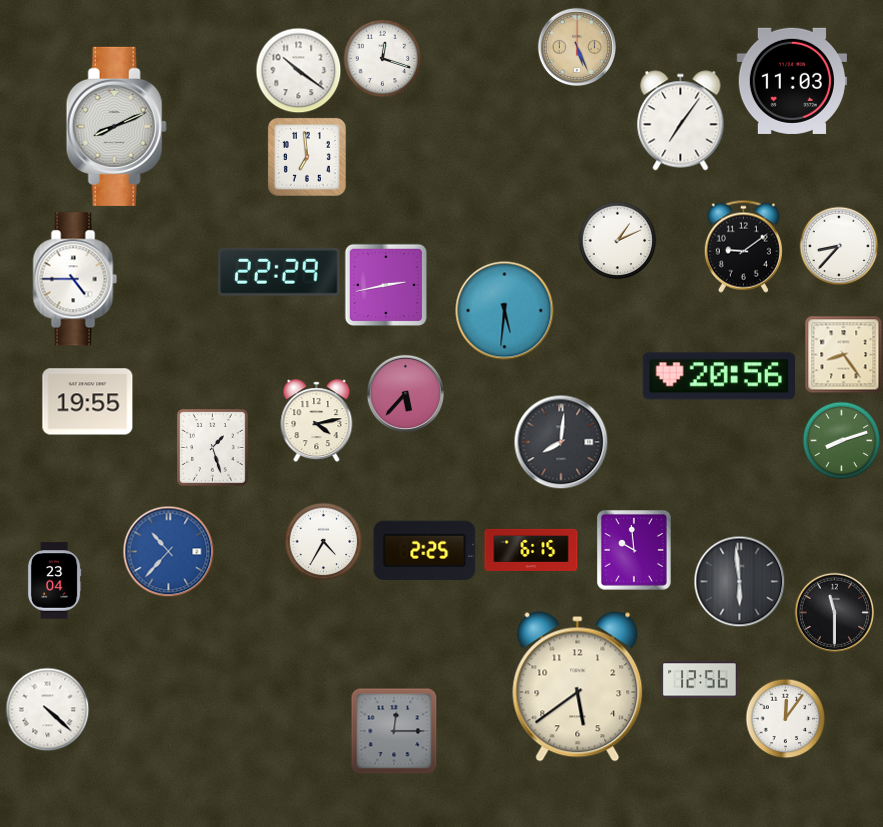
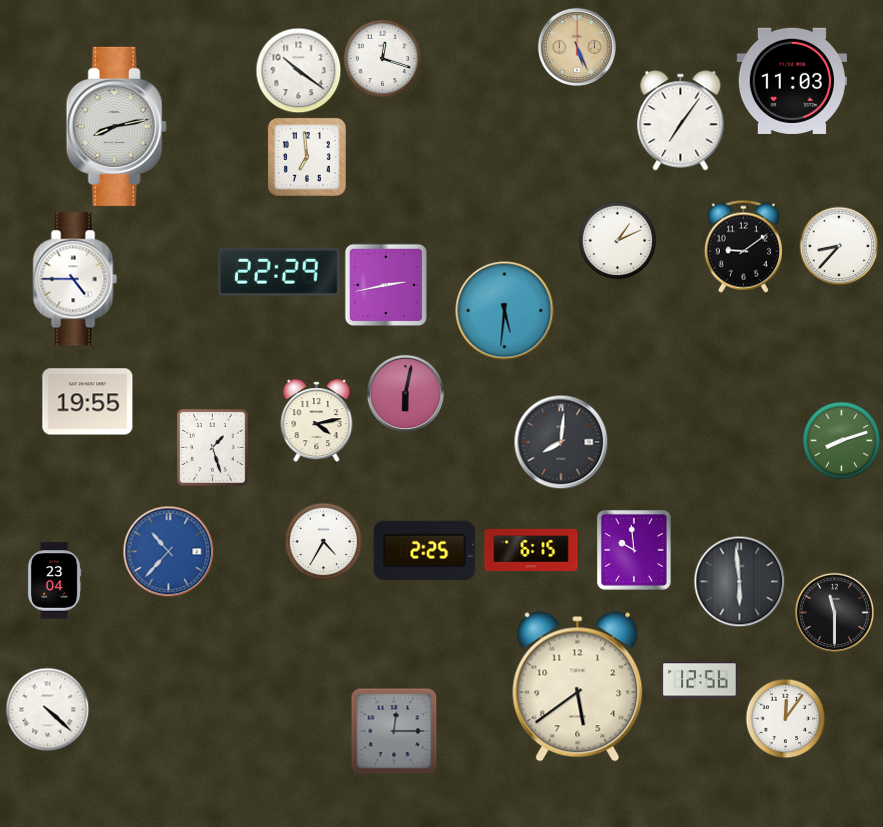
clock at (116, 126): 8:11 -> 8:13
clock at (843, 354): 8:24 -> none
clock at (718, 376): 20:56 -> none
clock at (405, 393): 5:37 -> 6:02
